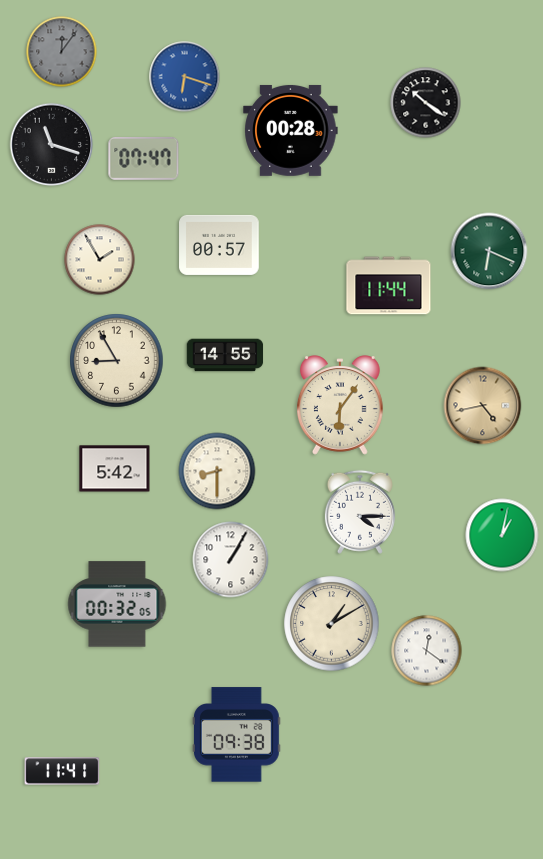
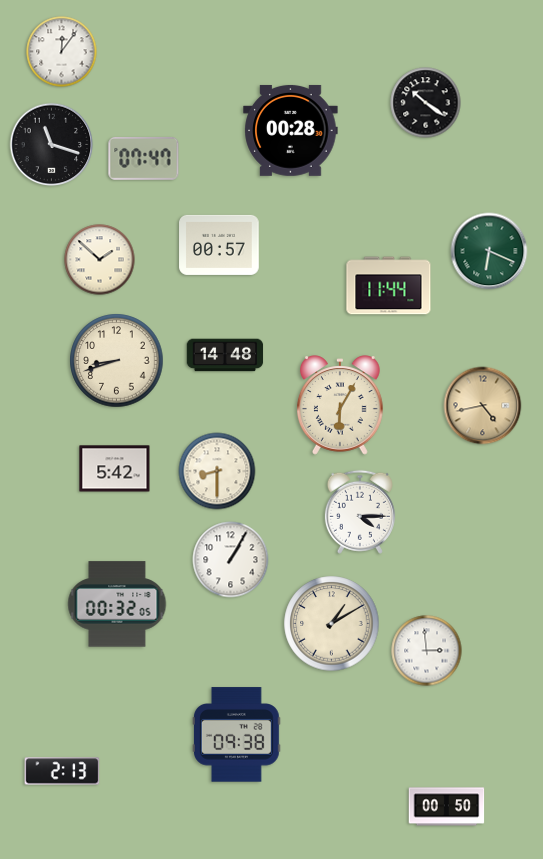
clock at (62, 52) dial: grey -> white
clock at (185, 77): 6:18 -> none
clock at (100, 260): 1:55 -> 1:52
clock at (225, 355): 14:55 -> 14:48
clock at (117, 361): 8:55 -> 8:42
clock at (341, 405): 6:06 -> 6:05
clock at (502, 535): 1:02 -> none
clock at (427, 651): 12:21 -> 2:59
clock at (62, 771): 11:41 -> 2:13
clock at (447, 807): none -> 00:50
